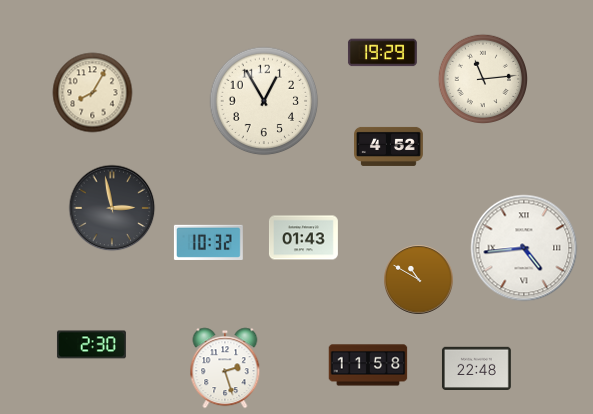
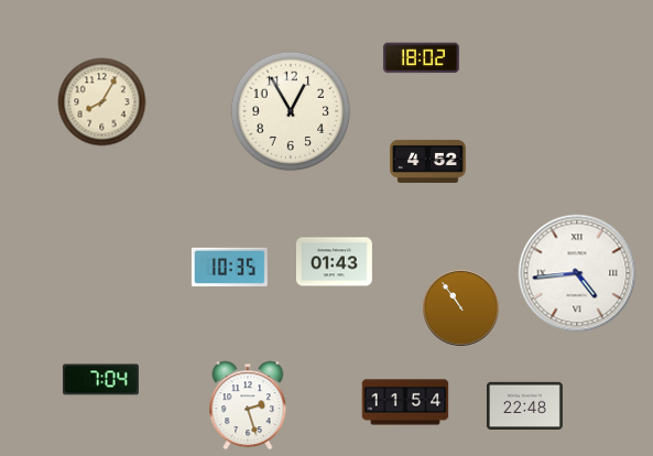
clock at (382, 53): 19:29 -> 18:02
clock at (482, 79): 11:14 -> none
clock at (112, 208): 2:58 -> none
clock at (208, 242): 10:32 -> 10:35
clock at (419, 280): 10:50 -> 10:54
clock at (91, 345): 2:30 -> 7:04
clock at (368, 365): 11:58 -> 11:54
